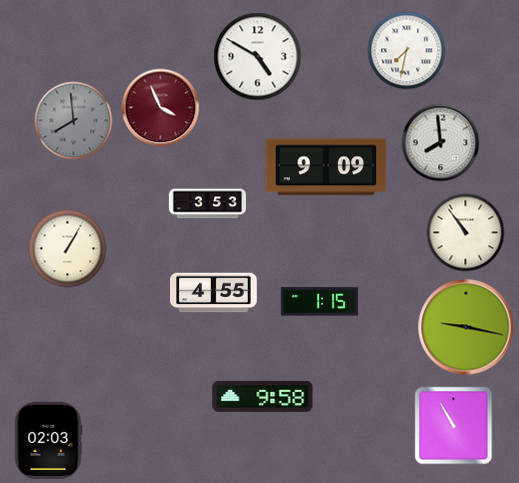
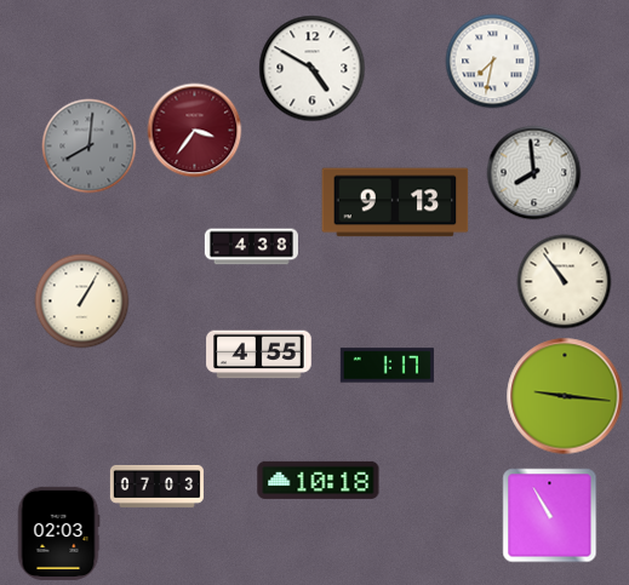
clock at (160, 107): 3:56 -> 3:36
clock at (73, 120): 7:59 -> 8:01
clock at (326, 167): 9:09 -> 9:13
clock at (207, 204): 3:53 -> 4:38
clock at (319, 302): 1:15 -> 1:17
clock at (466, 327): 9:17 -> 9:16
clock at (263, 396): 9:58 -> 10:18
clock at (156, 486): none -> 07:03
